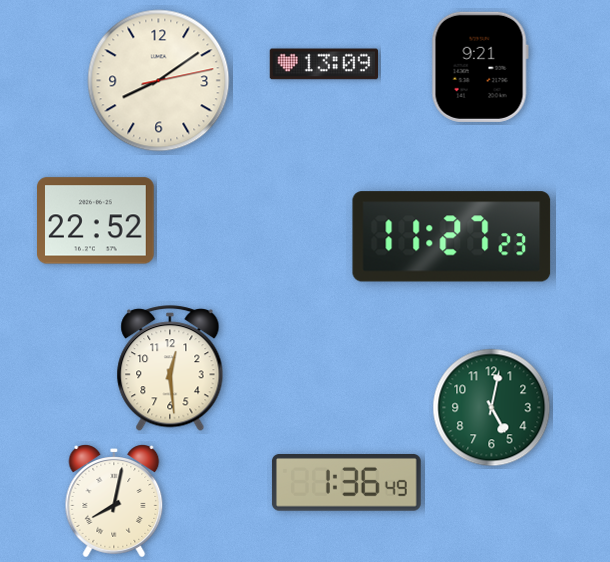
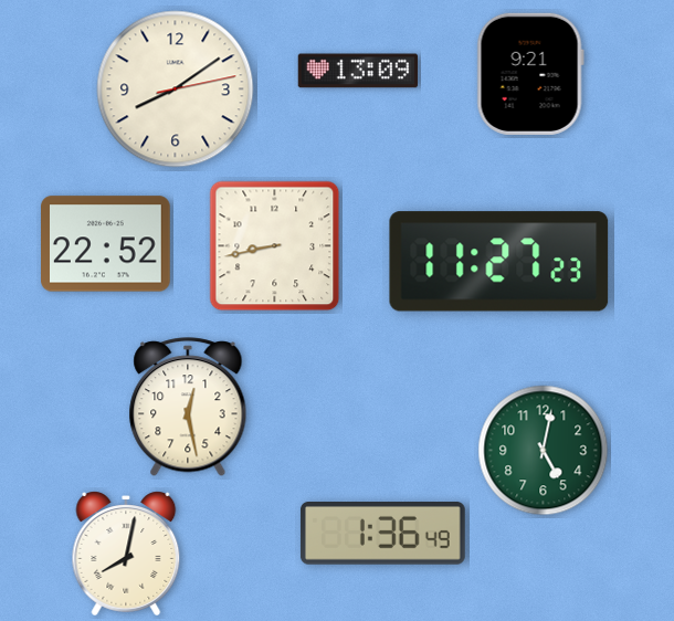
clock at (275, 246): none -> 8:43
clock at (170, 369): 12:29 -> 12:28
